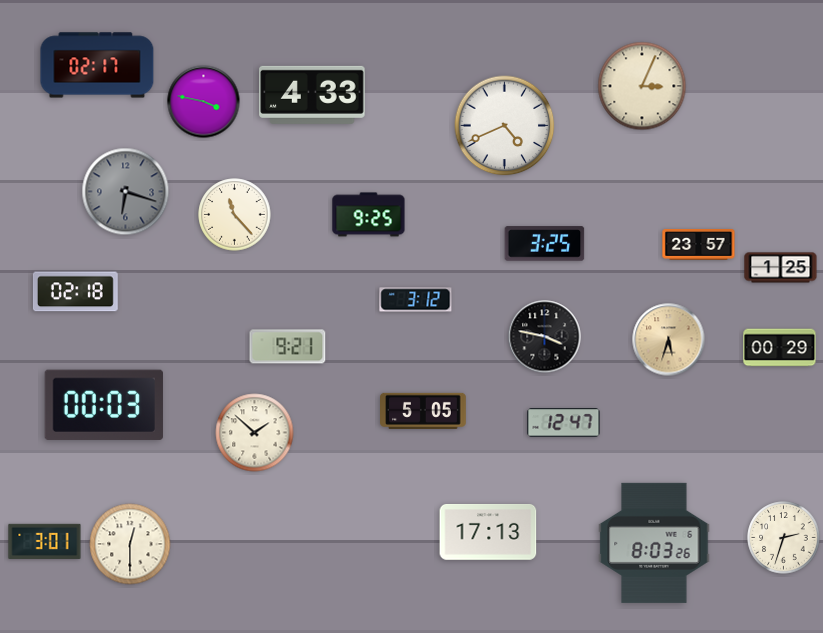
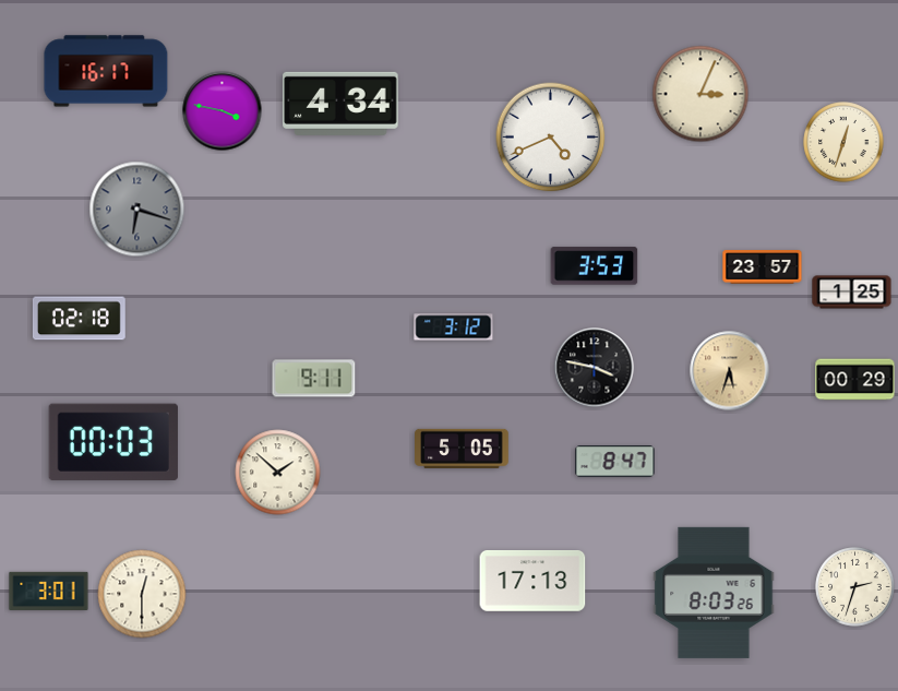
clock at (97, 65): 02:17 -> 16:17
clock at (312, 95): 4:33 -> 4:34
clock at (843, 142): none -> 12:33
clock at (235, 215): 11:23 -> none
clock at (369, 215): 9:25 -> none
clock at (545, 244): 3:25 -> 3:53
clock at (75, 292) position: (75, 292) -> (79, 319)
clock at (288, 347): 9:21 -> 9:11
clock at (780, 348) position: (780, 348) -> (855, 380)
clock at (564, 423): 12:47 -> 8:47
